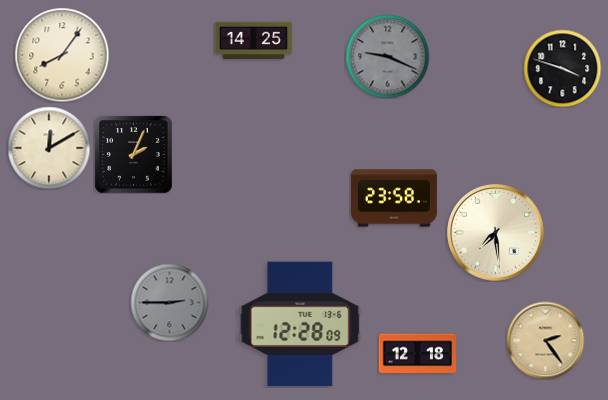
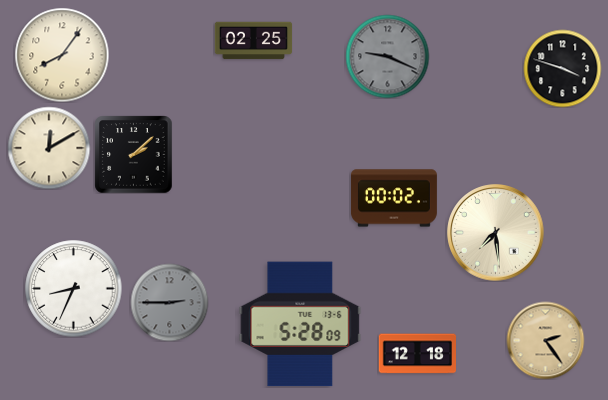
clock at (253, 41): 14:25 -> 02:25
clock at (133, 154): 2:04 -> 2:08
clock at (394, 198): 23:58 -> 00:02
clock at (74, 289): none -> 8:34
clock at (300, 324): 12:28 -> 5:28
